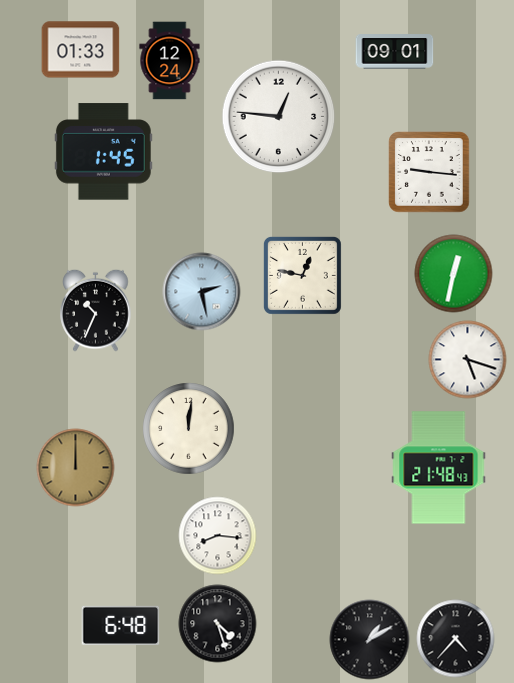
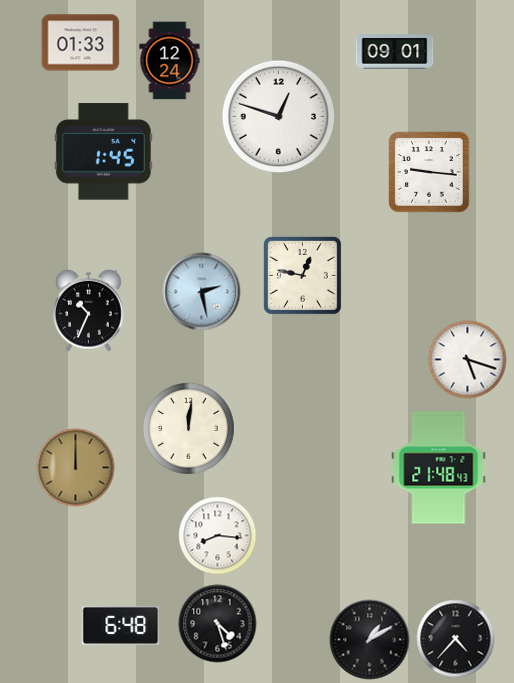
clock at (80, 50) position: (80, 50) -> (80, 43)
clock at (278, 116): 12:46 -> 12:48
clock at (453, 273): 12:32 -> none
clock at (96, 310) position: (96, 310) -> (89, 310)
